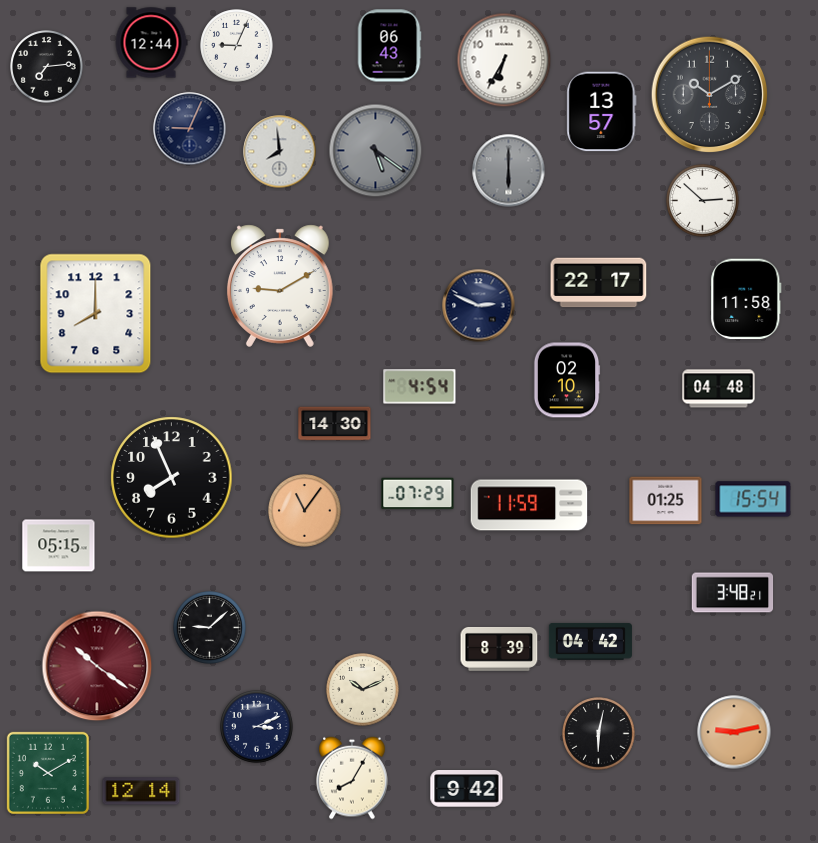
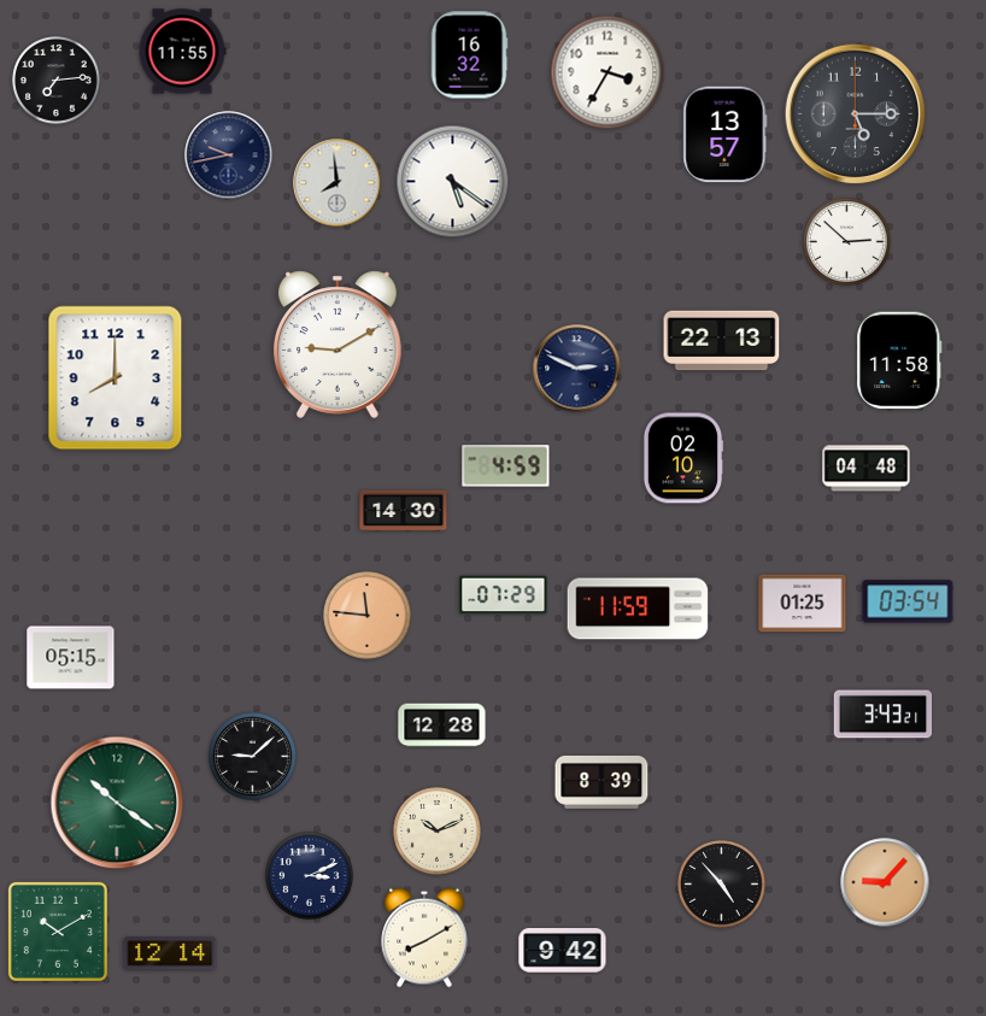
clock at (151, 43): 12:44 -> 11:55
clock at (237, 46): 9:04 -> none
clock at (389, 46): 06:43 -> 16:32
clock at (504, 60): 6:35 -> 3:35
clock at (710, 95): 10:10 -> 5:15
clock at (190, 129): 9:04 -> 9:43
clock at (376, 151) dial: grey -> white
clock at (509, 171): 6:00 -> none
clock at (599, 283): 22:17 -> 22:13
clock at (420, 387): 4:54 -> 4:59
clock at (172, 478): 7:56 -> none
clock at (753, 499): 15:54 -> 03:54
clock at (305, 511): 11:06 -> 11:46
clock at (733, 593): 3:48 -> 3:43
clock at (442, 726): none -> 12:28
clock at (590, 641): 04:42 -> none
clock at (97, 666) dial: burgundy -> green
clock at (734, 732): 9:13 -> 9:07
clock at (599, 734): 6:02 -> 4:53
clock at (352, 778): 8:05 -> 8:10
